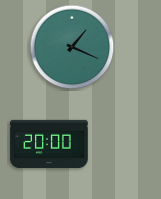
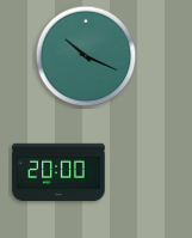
clock at (72, 47): 1:19 -> 10:19
